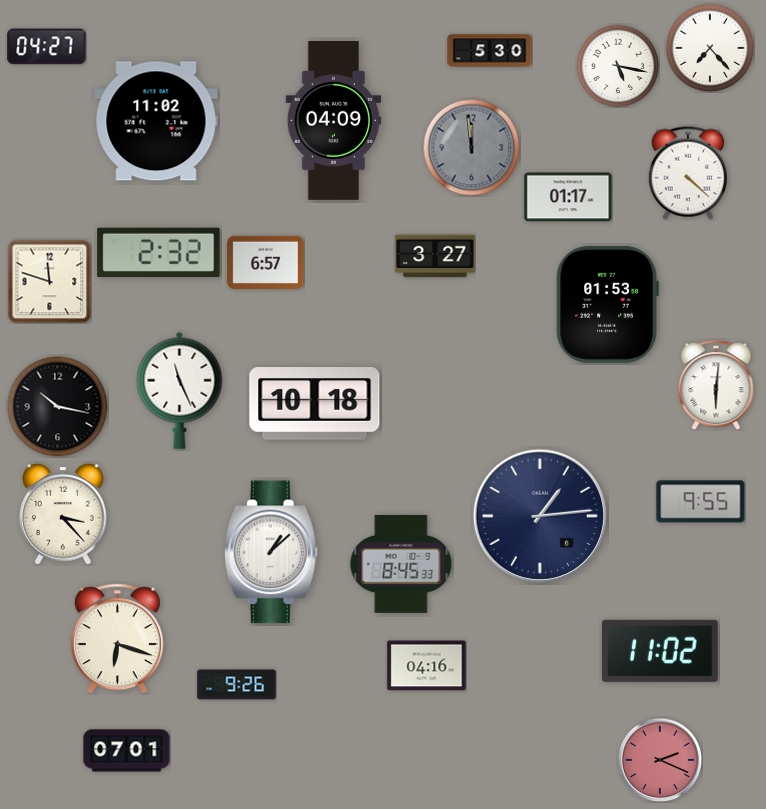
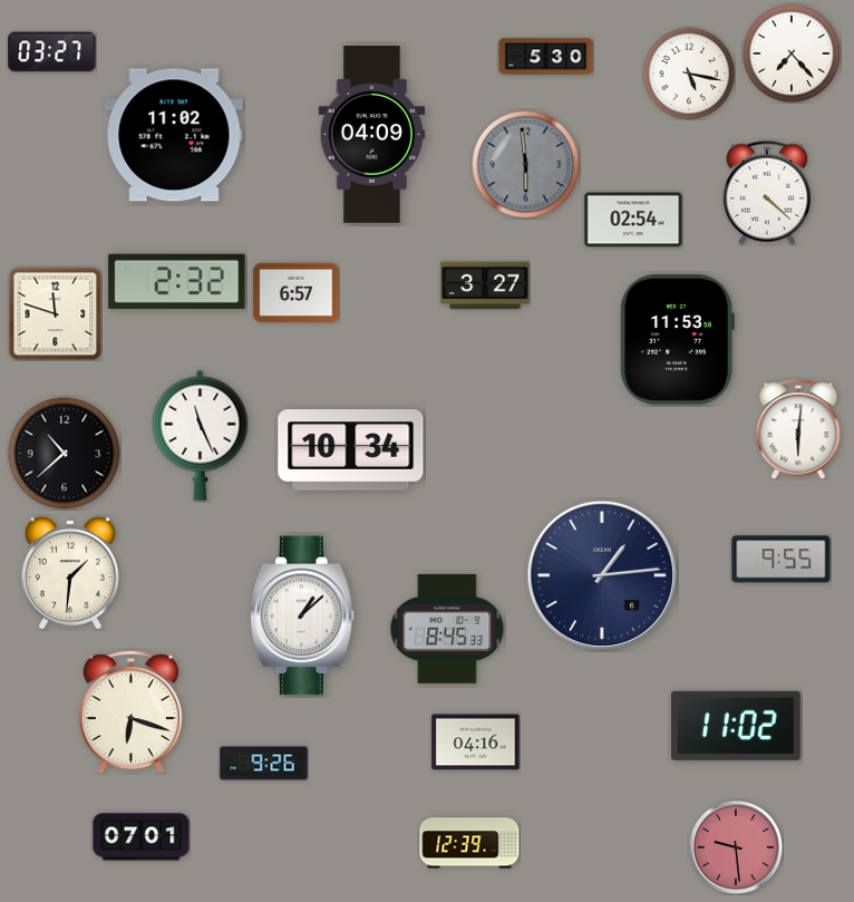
clock at (47, 47): 04:27 -> 03:27
clock at (471, 147): 11:59 -> 5:59
clock at (568, 197): 01:17 -> 02:54
clock at (607, 304): 01:53 -> 11:53
clock at (315, 404): 10:18 -> 10:34
clock at (58, 407): 10:17 -> 10:38
clock at (63, 514): 3:23 -> 1:31
clock at (469, 843): none -> 12:39
clock at (660, 760): 2:19 -> 9:29
